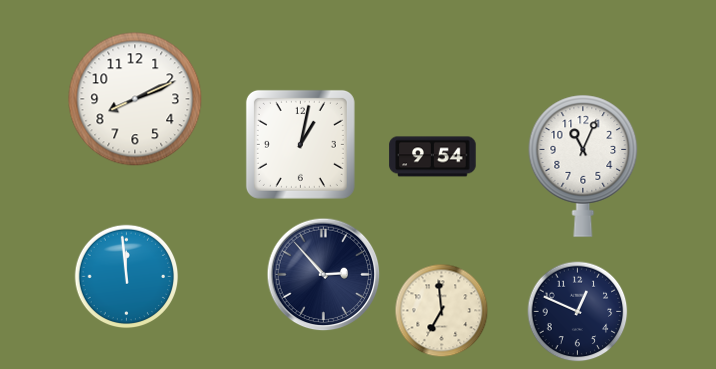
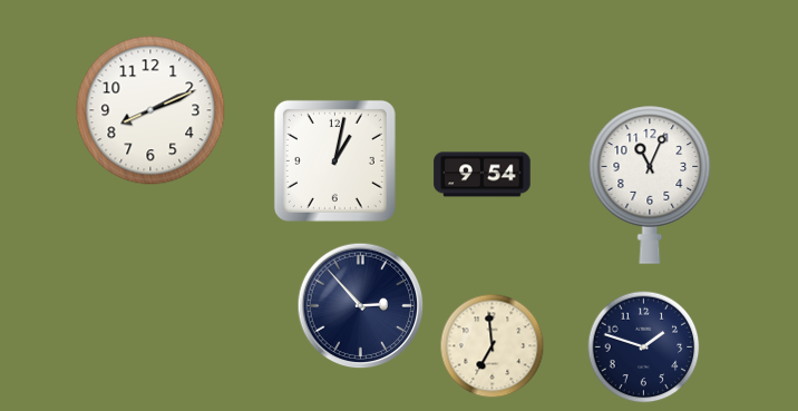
clock at (127, 277): 11:59 -> none
clock at (578, 312): 12:49 -> 1:48
